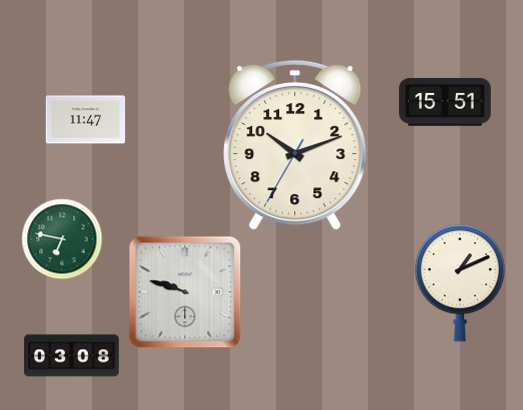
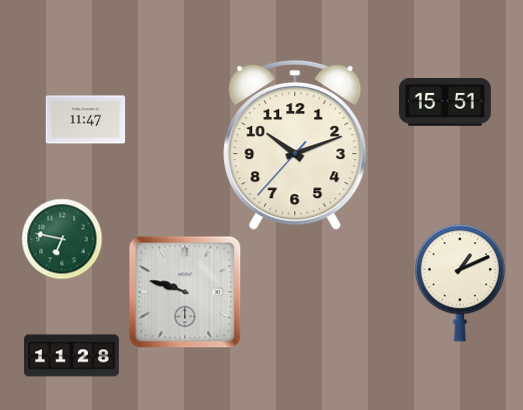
clock at (295, 145): 10:11:35 -> 10:11:37
clock at (72, 356): 03:08 -> 11:28
